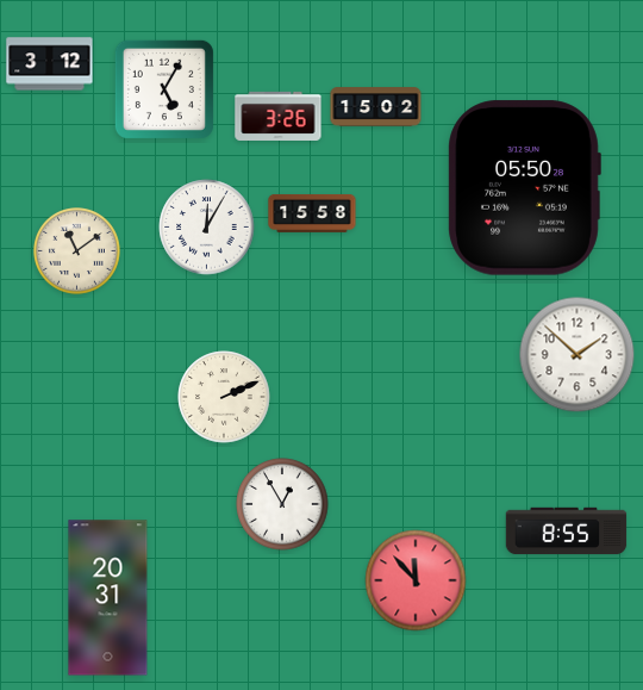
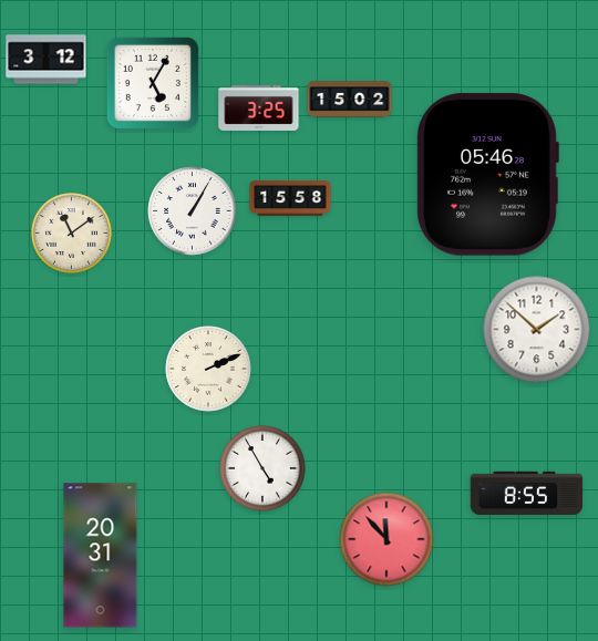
clock at (279, 116): 3:26 -> 3:25
clock at (524, 188): 05:50 -> 05:46
clock at (207, 228): 12:05 -> 1:05
clock at (282, 504): 12:55 -> 4:55
